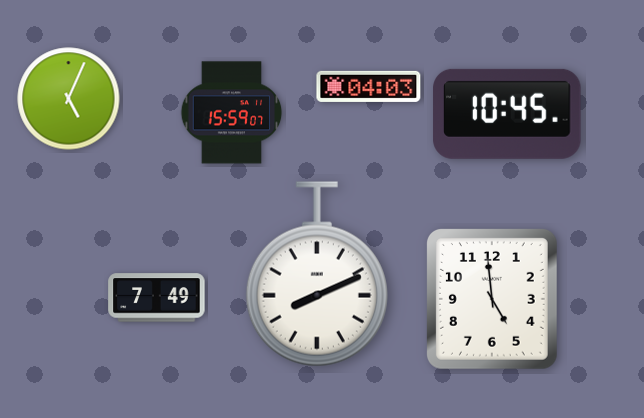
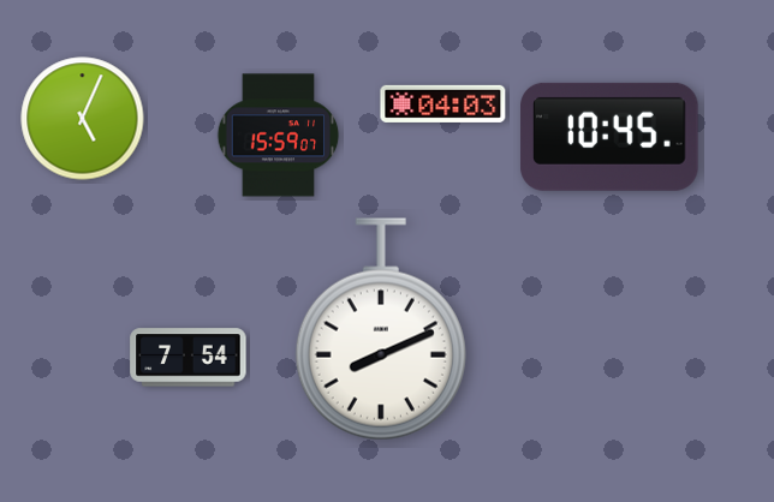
clock at (157, 298): 7:49 -> 7:54
clock at (492, 299): 4:59 -> none
